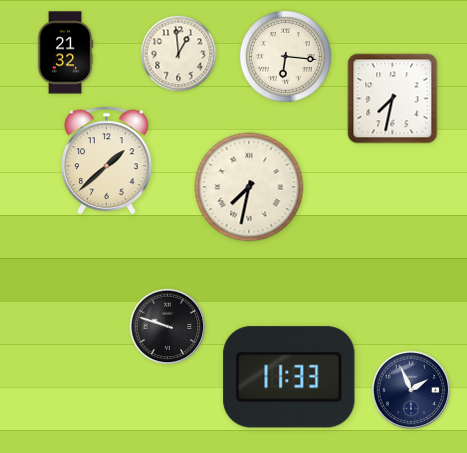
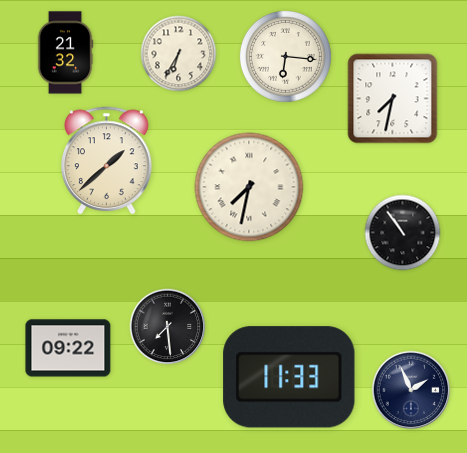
clock at (179, 54): 12:59 -> 6:35
clock at (403, 233): none -> 10:54
clock at (168, 327): 9:48 -> 7:29
clock at (68, 348): none -> 09:22
